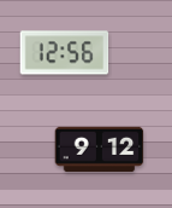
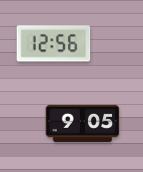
clock at (100, 149): 9:12 -> 9:05
